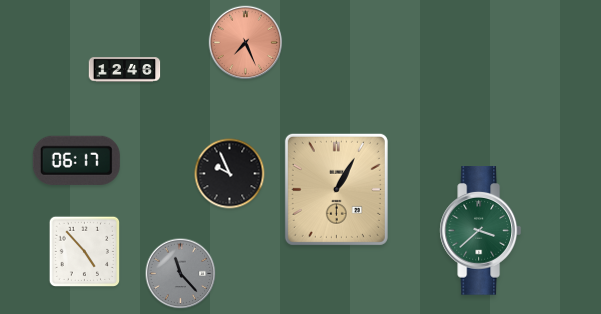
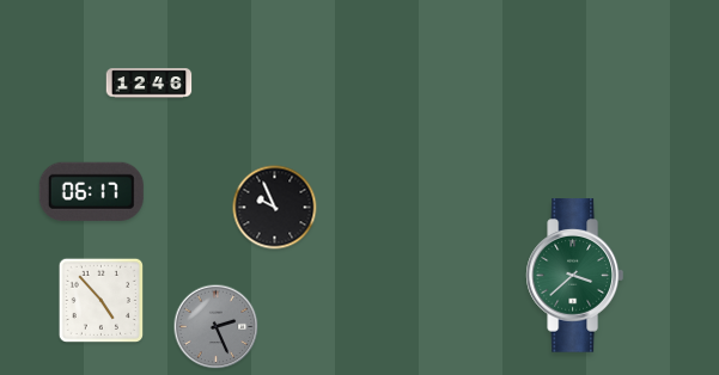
clock at (246, 43): 7:26 -> none
clock at (336, 189): 1:05 -> none
clock at (181, 274): 11:23 -> 2:26
